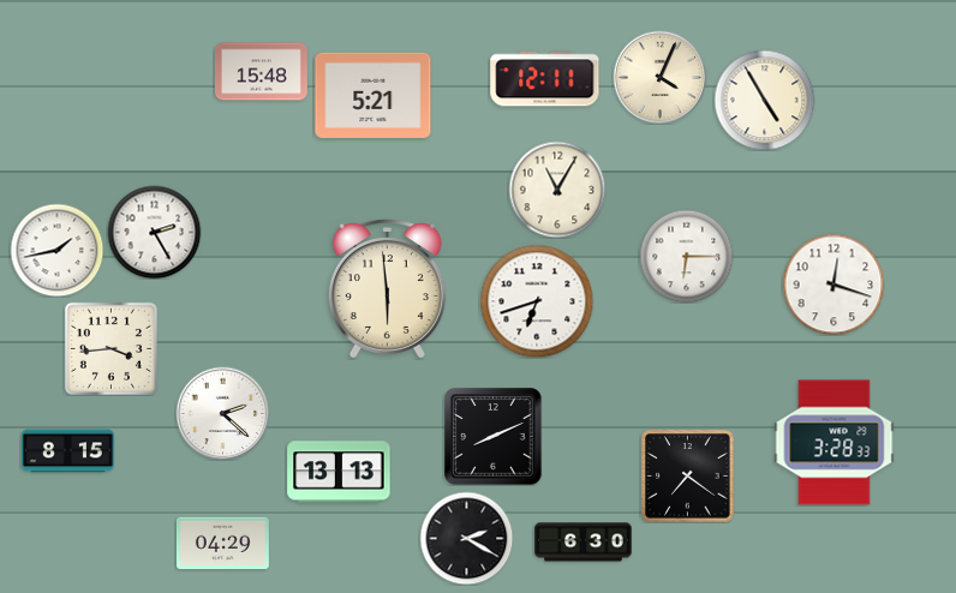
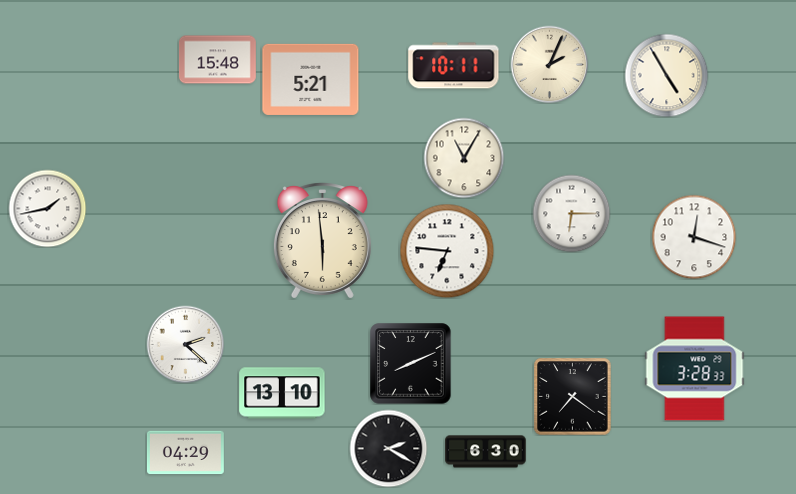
clock at (659, 77): 4:04 -> 2:04
clock at (545, 79): 12:11 -> 10:11
clock at (764, 100) position: (764, 100) -> (666, 75)
clock at (154, 232): 2:25 -> none
clock at (537, 301): 6:42 -> 6:46
clock at (110, 348): 3:44 -> none
clock at (68, 451): 8:15 -> none
clock at (339, 472): 13:13 -> 13:10
